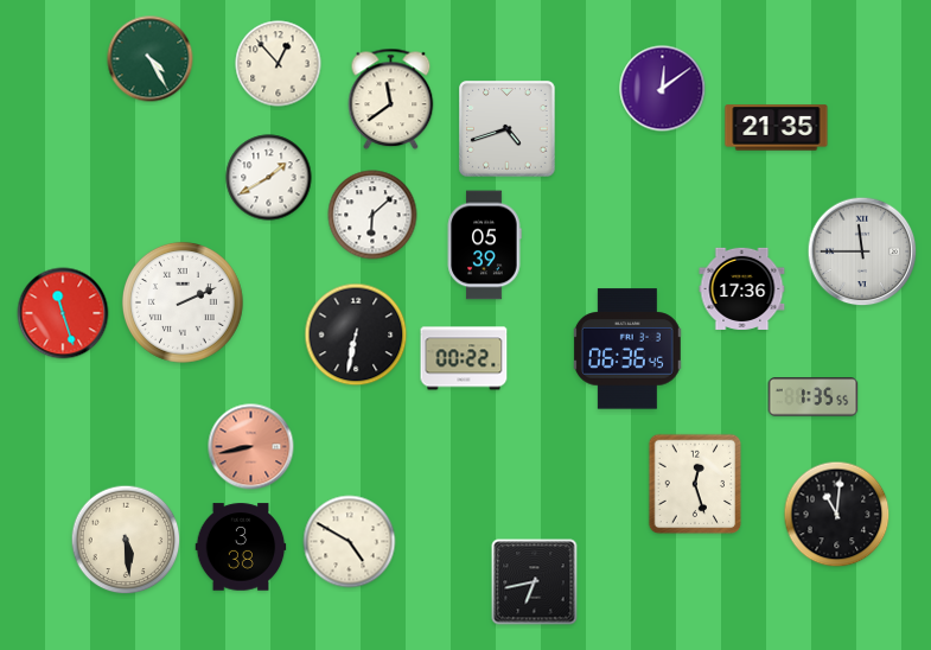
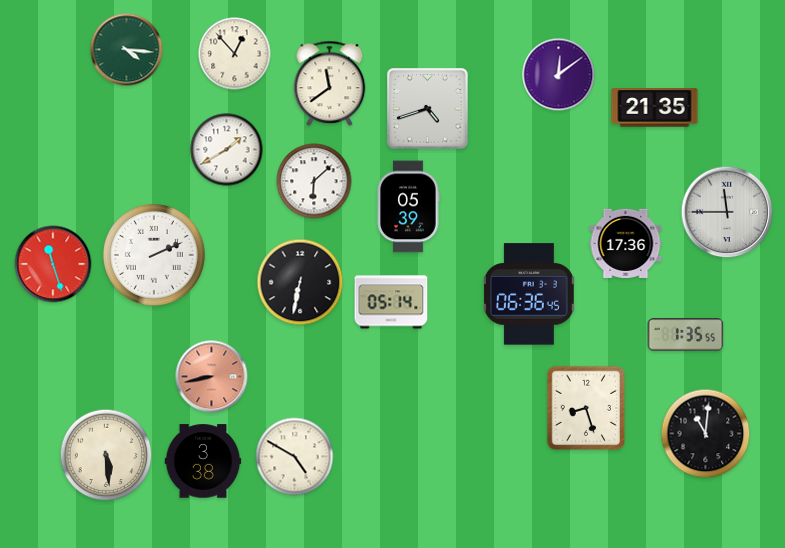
clock at (151, 59): 4:25 -> 4:16
clock at (464, 358): 00:22 -> 05:14
clock at (695, 484): 12:27 -> 8:27
clock at (535, 582): 6:43 -> none
